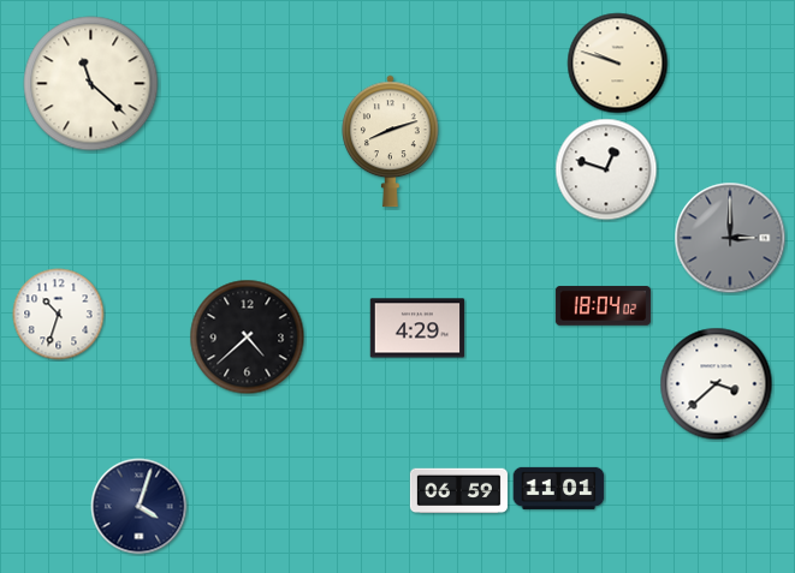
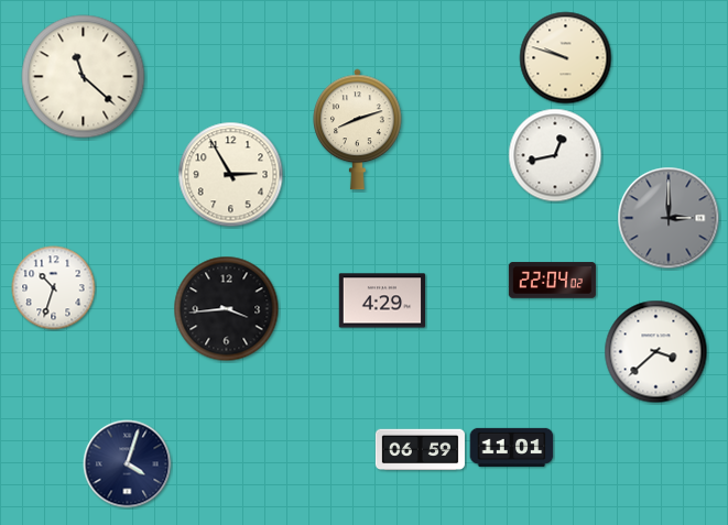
clock at (606, 169): 12:48 -> 12:43
clock at (231, 175): none -> 2:55
clock at (604, 306): 18:04 -> 22:04
clock at (248, 338): 4:38 -> 3:44
